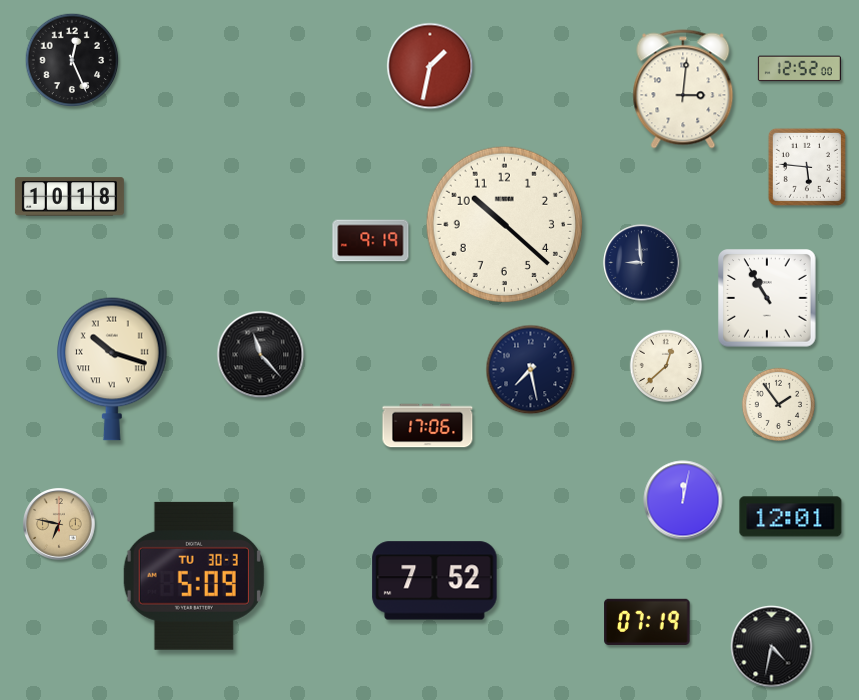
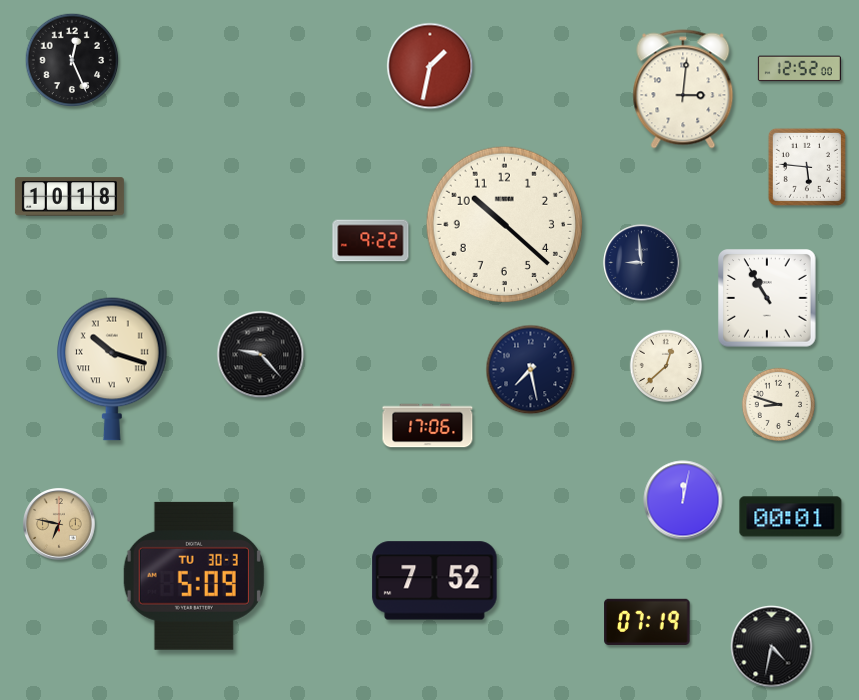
clock at (371, 241): 9:19 -> 9:22
clock at (261, 355): 11:23 -> 9:23
clock at (778, 404): 1:54 -> 8:48
clock at (791, 517): 12:01 -> 00:01
